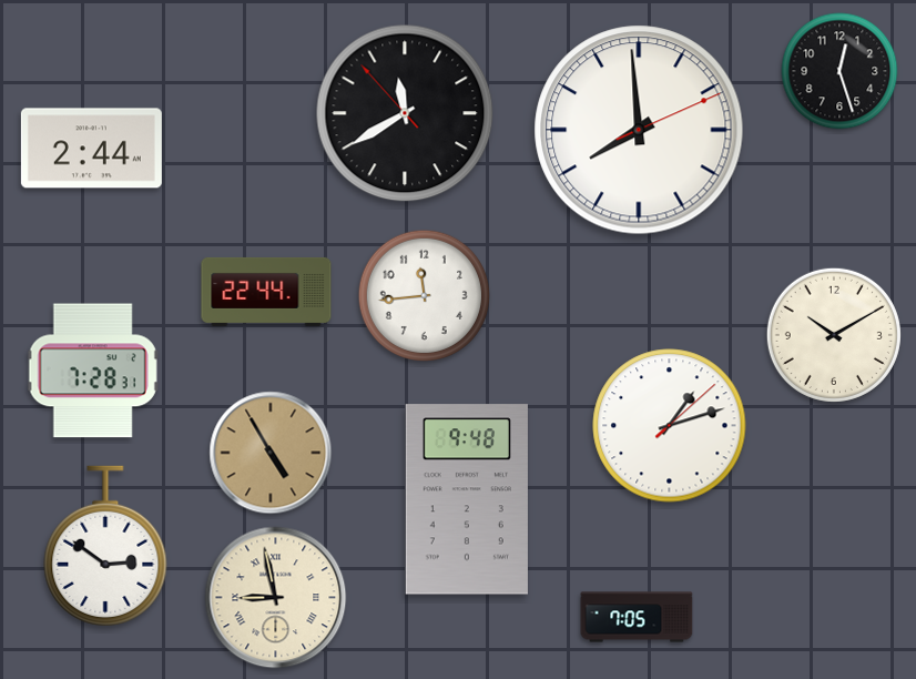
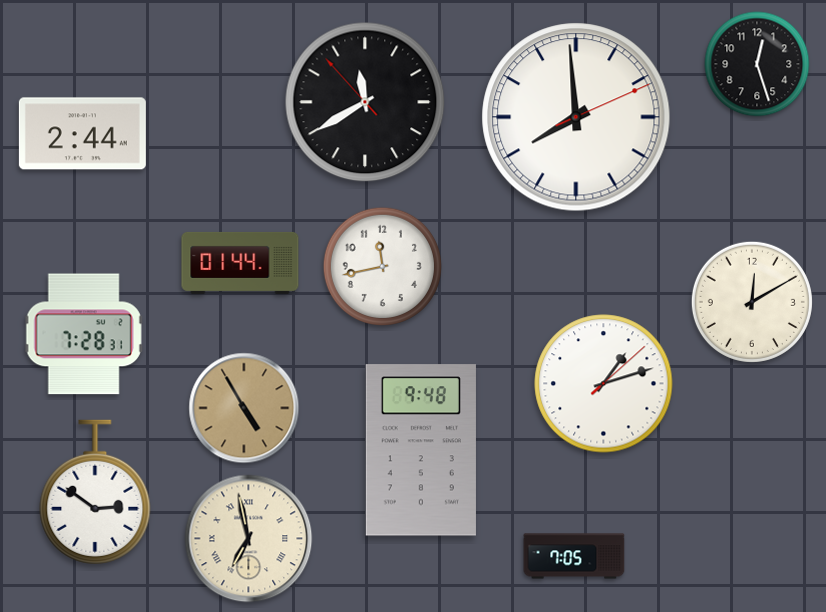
clock at (266, 292): 22:44 -> 01:44
clock at (424, 295): 11:44 -> 11:43
clock at (834, 335): 10:10 -> 12:10
clock at (276, 598): 8:58 -> 6:58
